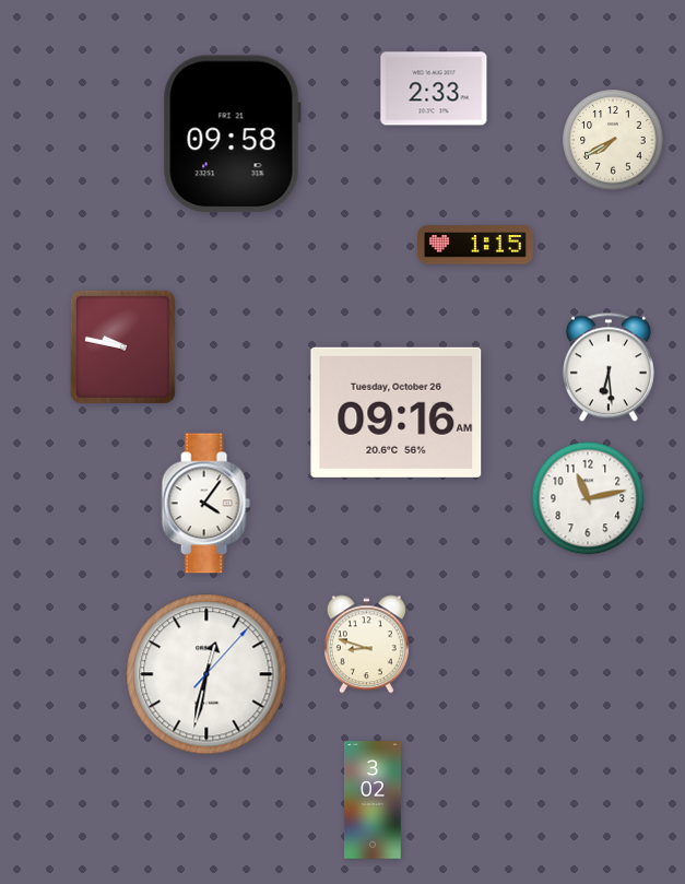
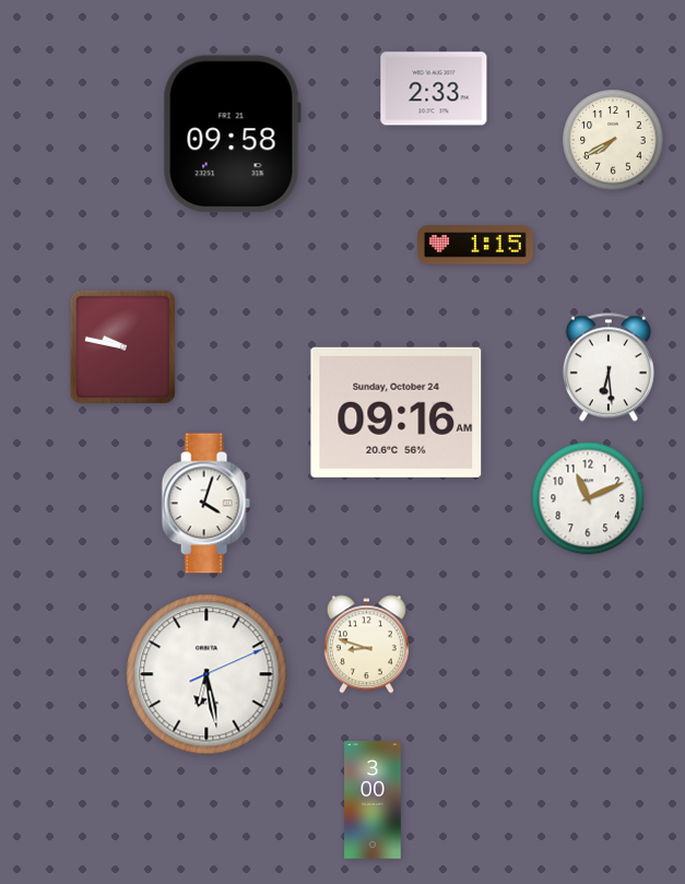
clock at (397, 412) date: Tuesday, October 26 -> Sunday, October 24
clock at (588, 498): 11:13 -> 11:11
clock at (205, 504): 4:06 -> 4:03
clock at (206, 674): 12:32 -> 6:28
clock at (373, 800): 3:02 -> 3:00
